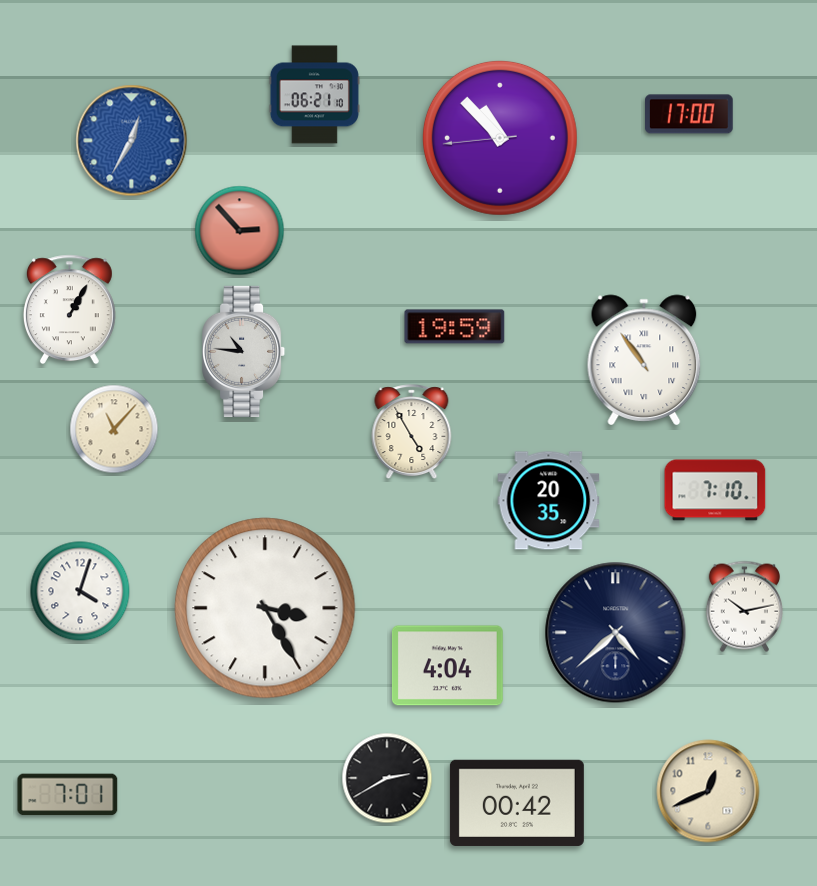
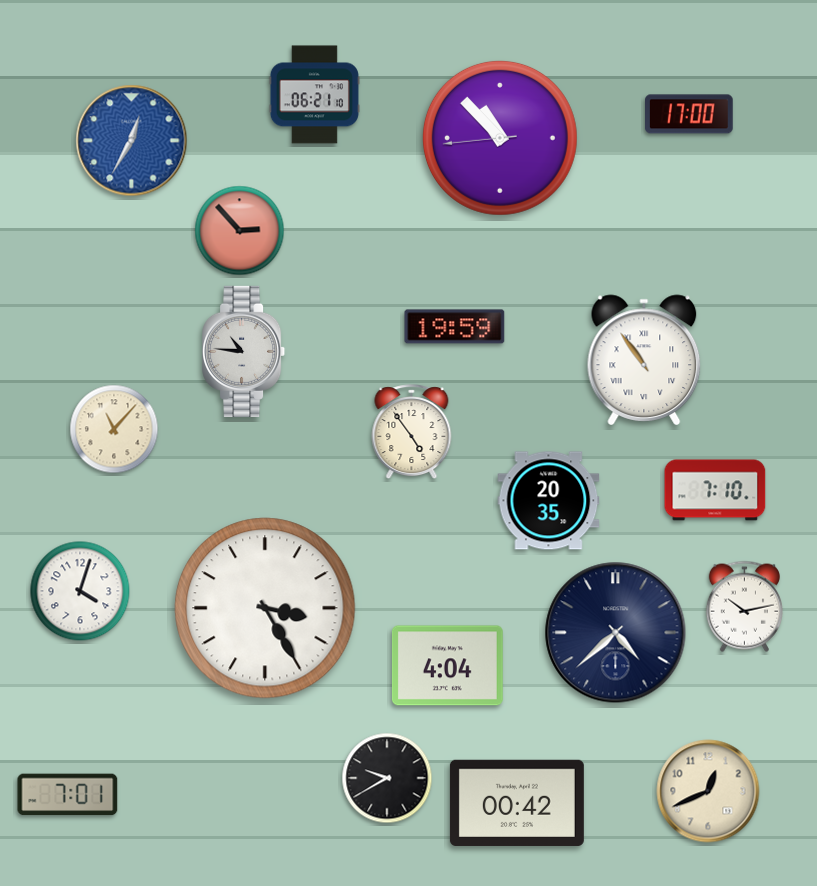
clock at (69, 310): 1:05 -> none
clock at (412, 432): 4:55 -> 4:54
clock at (387, 778): 2:40 -> 9:40
